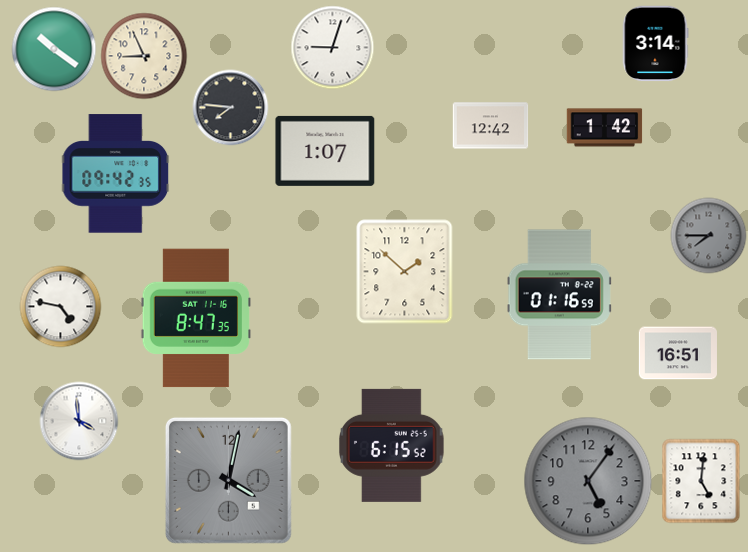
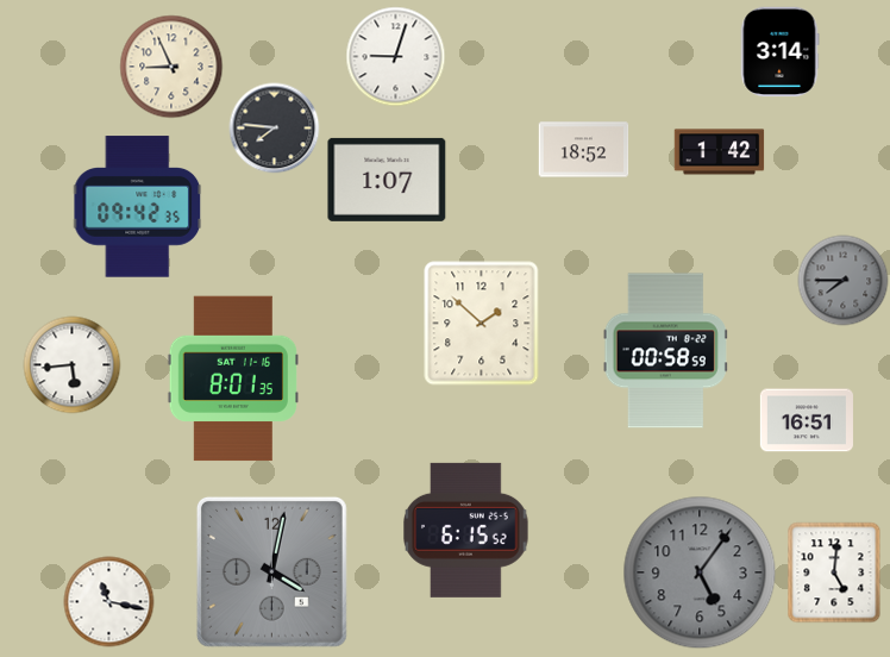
clock at (54, 49): 10:21 -> none
clock at (491, 126): 12:42 -> 18:52
clock at (559, 295): 01:16 -> 00:58
clock at (61, 307): 4:47 -> 5:44
clock at (195, 318): 8:47 -> 8:01
clock at (79, 421): 3:59 -> none
clock at (109, 602): none -> 11:17
